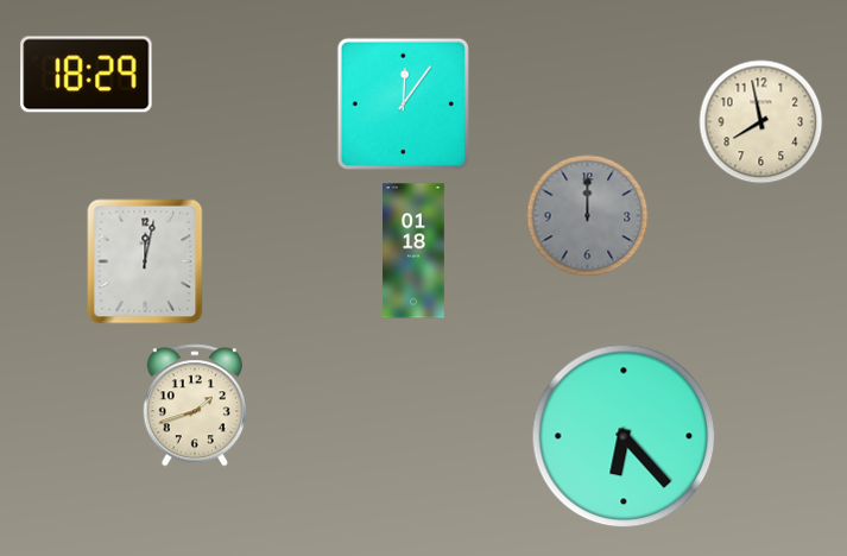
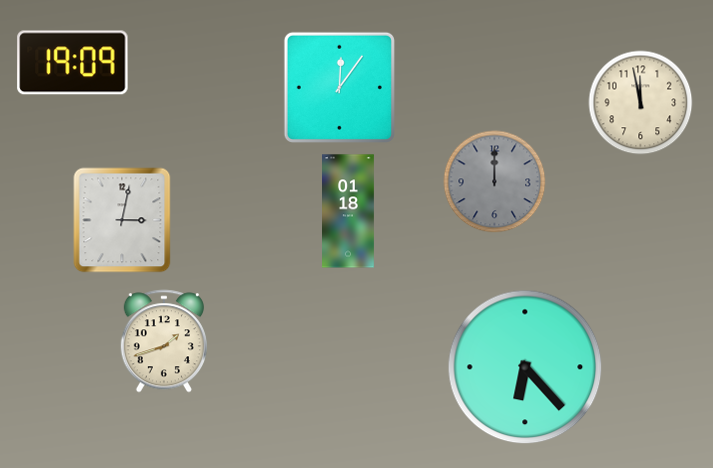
clock at (87, 75): 18:29 -> 19:09
clock at (761, 122): 7:58 -> 11:58
clock at (145, 261): 12:02 -> 3:02
